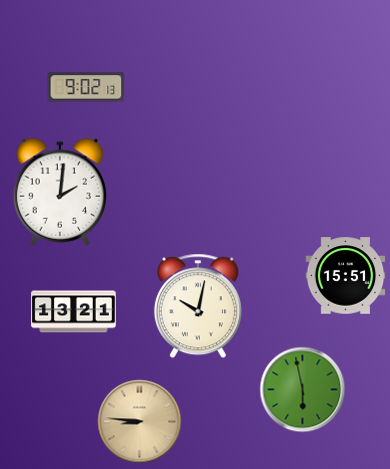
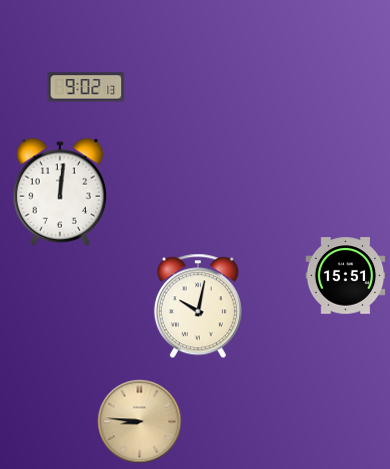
clock at (59, 192): 2:01 -> 12:01
clock at (74, 312): 13:21 -> none
clock at (303, 390): 5:58 -> none
